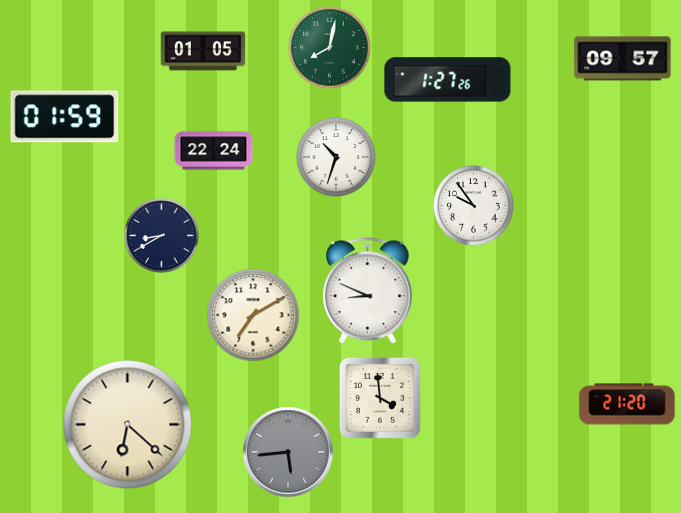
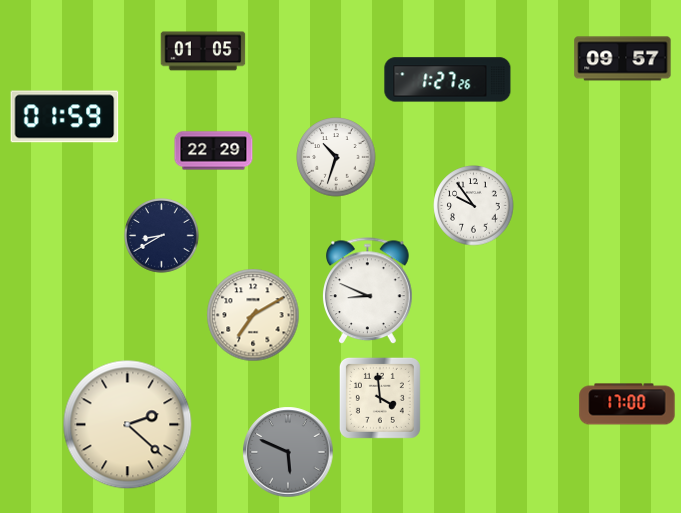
clock at (330, 48): 8:02 -> none
clock at (214, 151): 22:24 -> 22:29
clock at (627, 404): 21:20 -> 17:00
clock at (128, 425): 6:22 -> 2:22
clock at (288, 452): 5:44 -> 5:49
